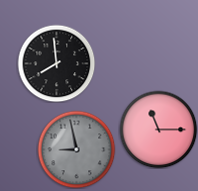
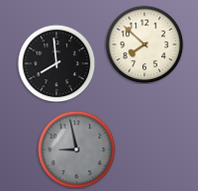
clock at (144, 44): none -> 7:52
clock at (158, 129): 11:15 -> none
